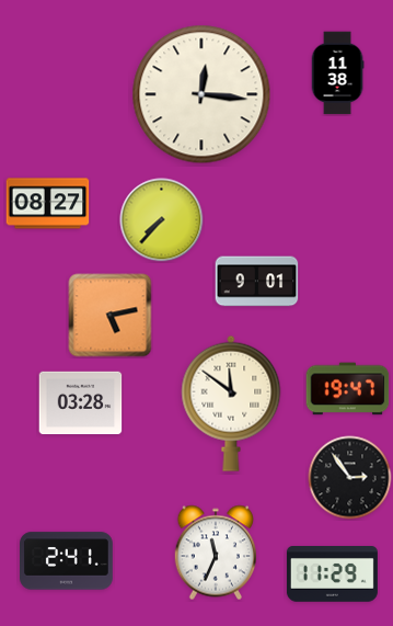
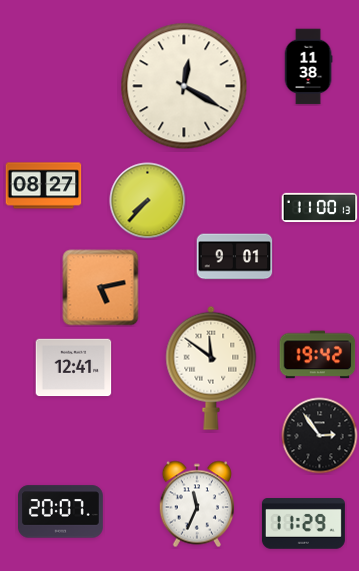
clock at (201, 94): 12:16 -> 12:20
clock at (320, 207): none -> 11:00
clock at (348, 389): 19:47 -> 19:42
clock at (81, 403): 03:28 -> 12:41
clock at (67, 561): 2:41 -> 20:07
